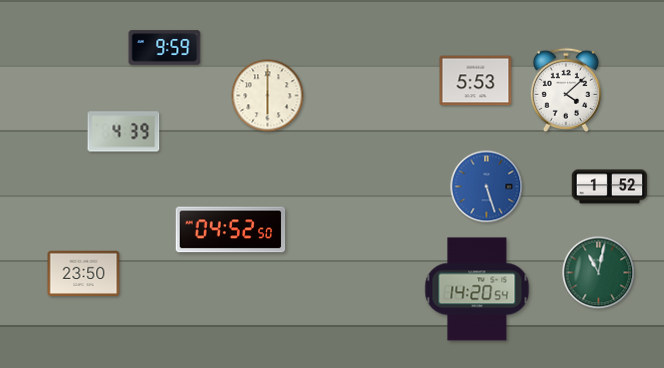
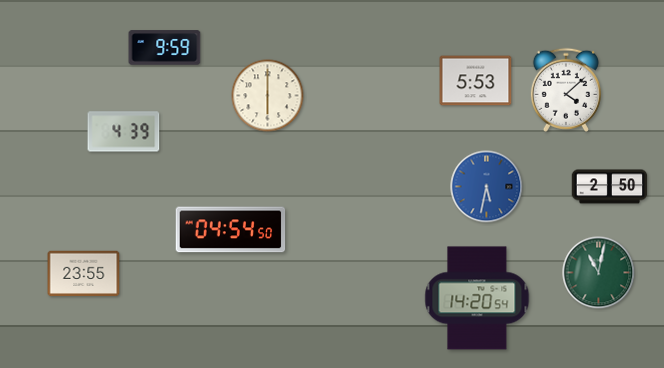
clock at (487, 187): 5:27 -> 5:32
clock at (610, 187): 1:52 -> 2:50
clock at (231, 230): 04:52 -> 04:54
clock at (84, 274): 23:50 -> 23:55
clock at (477, 289) position: (477, 289) -> (477, 298)
